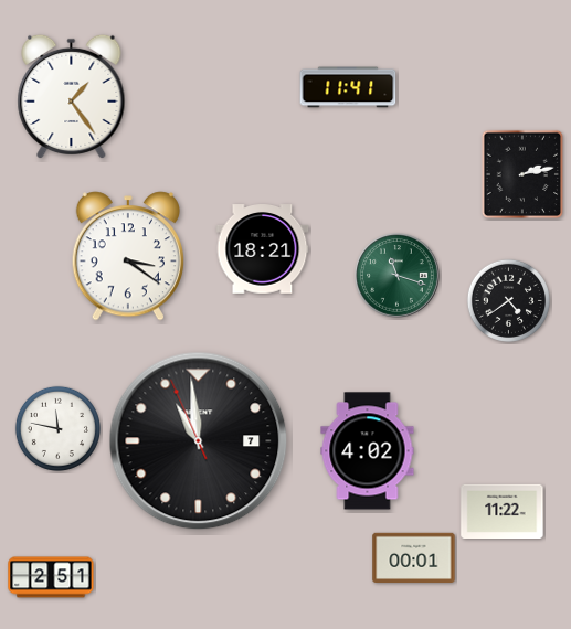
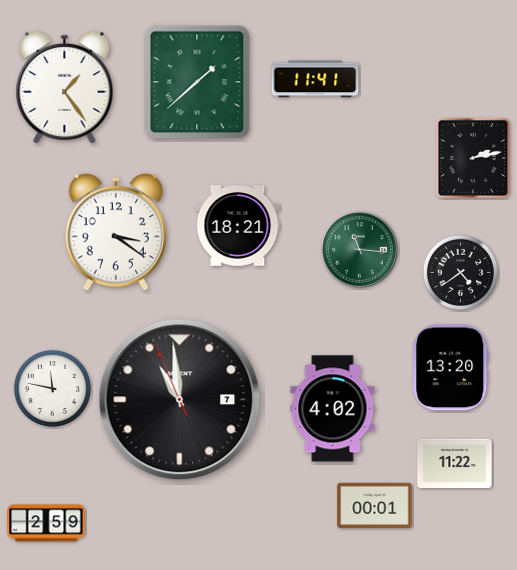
clock at (197, 82): none -> 1:38
clock at (398, 276): 11:18 -> 11:16
clock at (451, 368): none -> 13:20
clock at (51, 577): 2:51 -> 2:59
